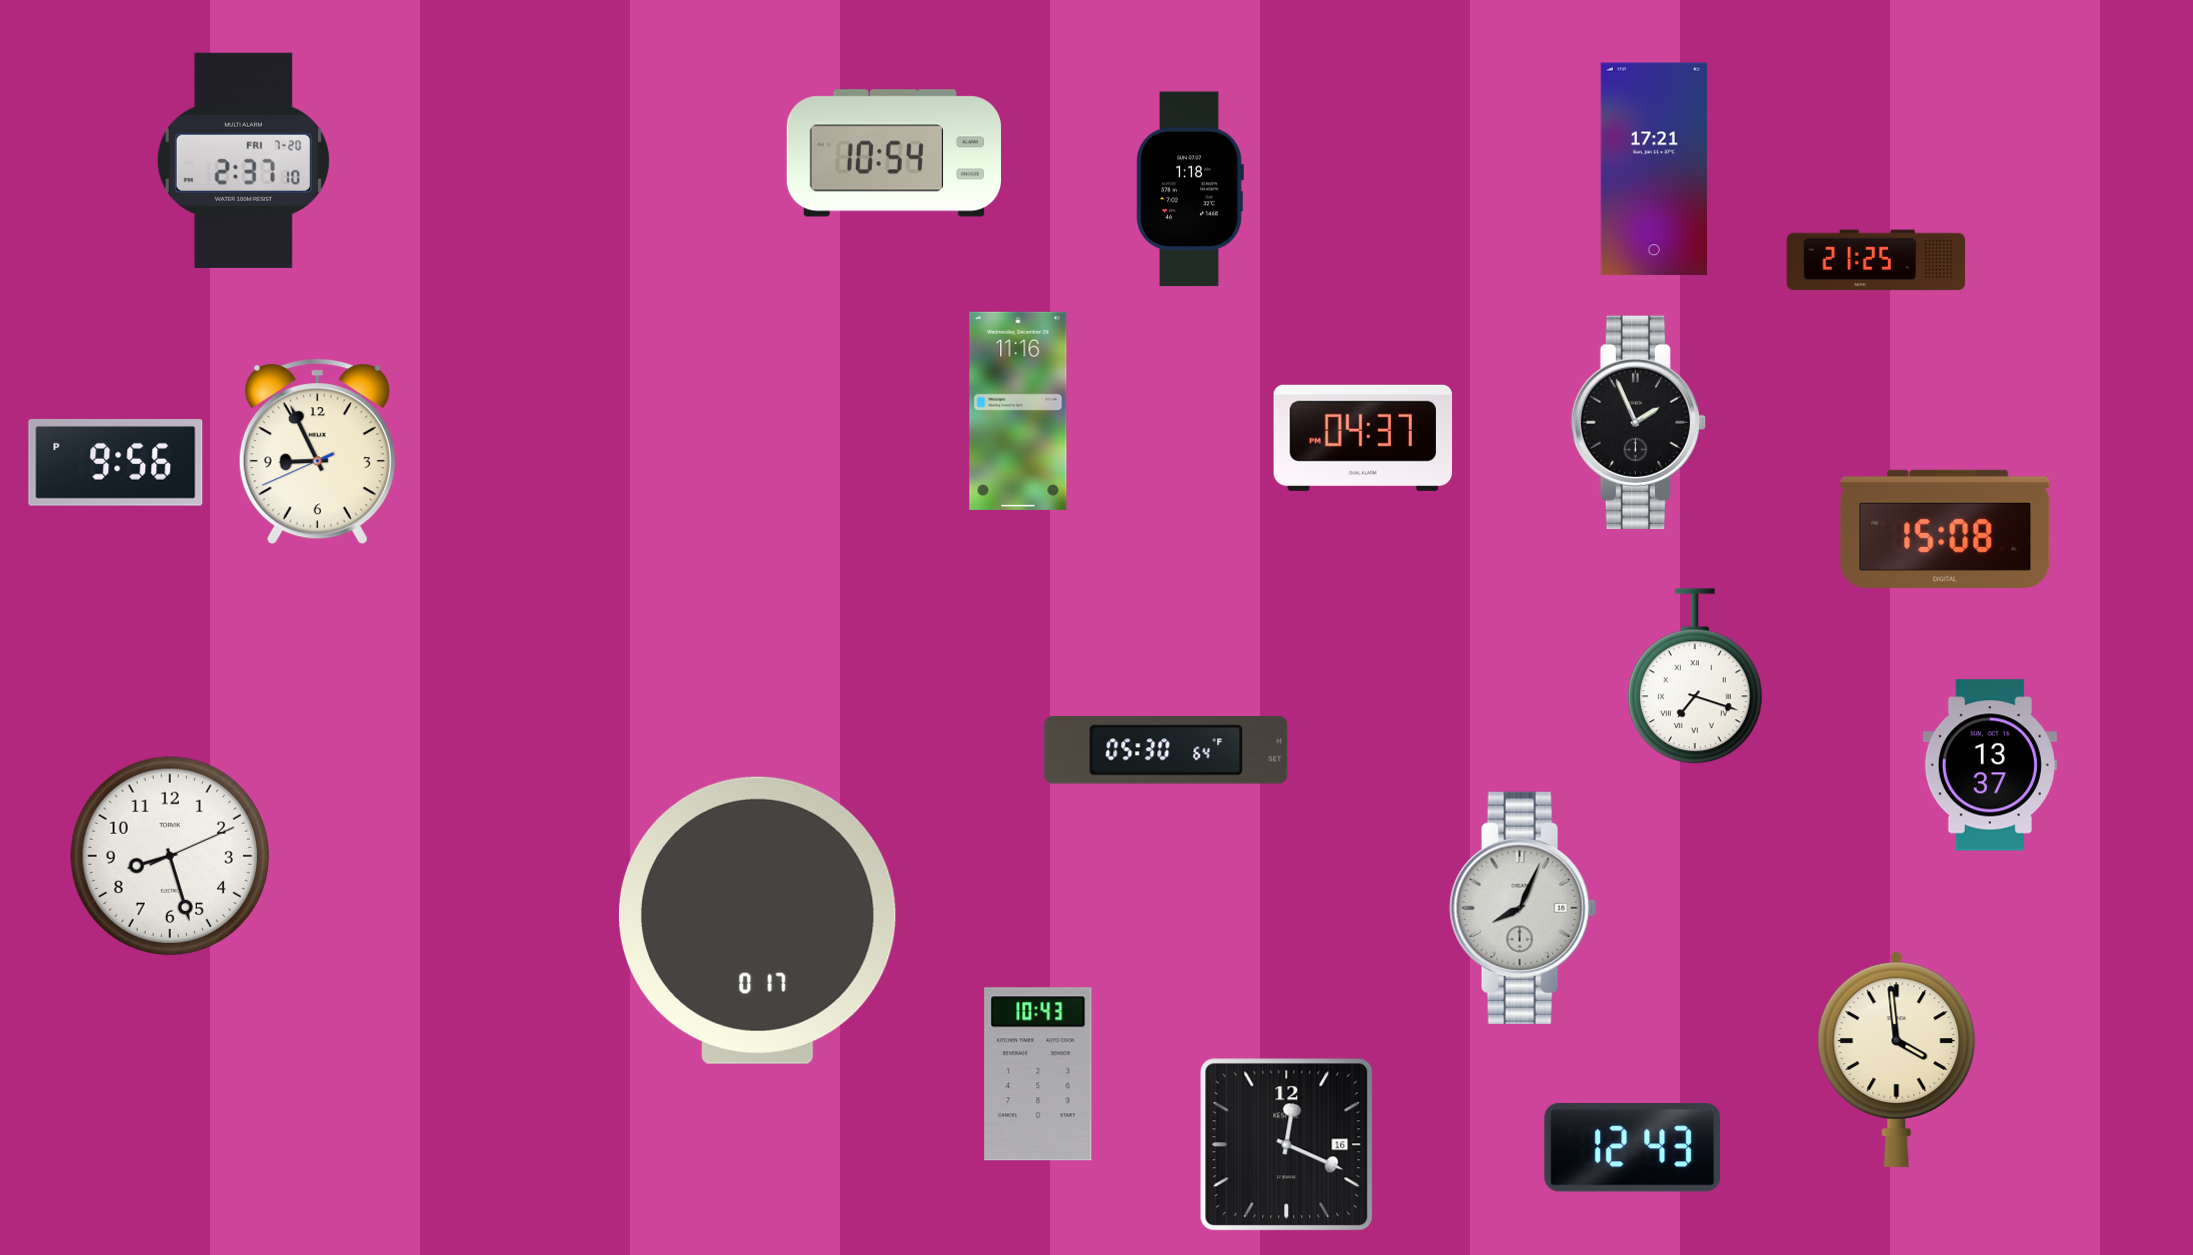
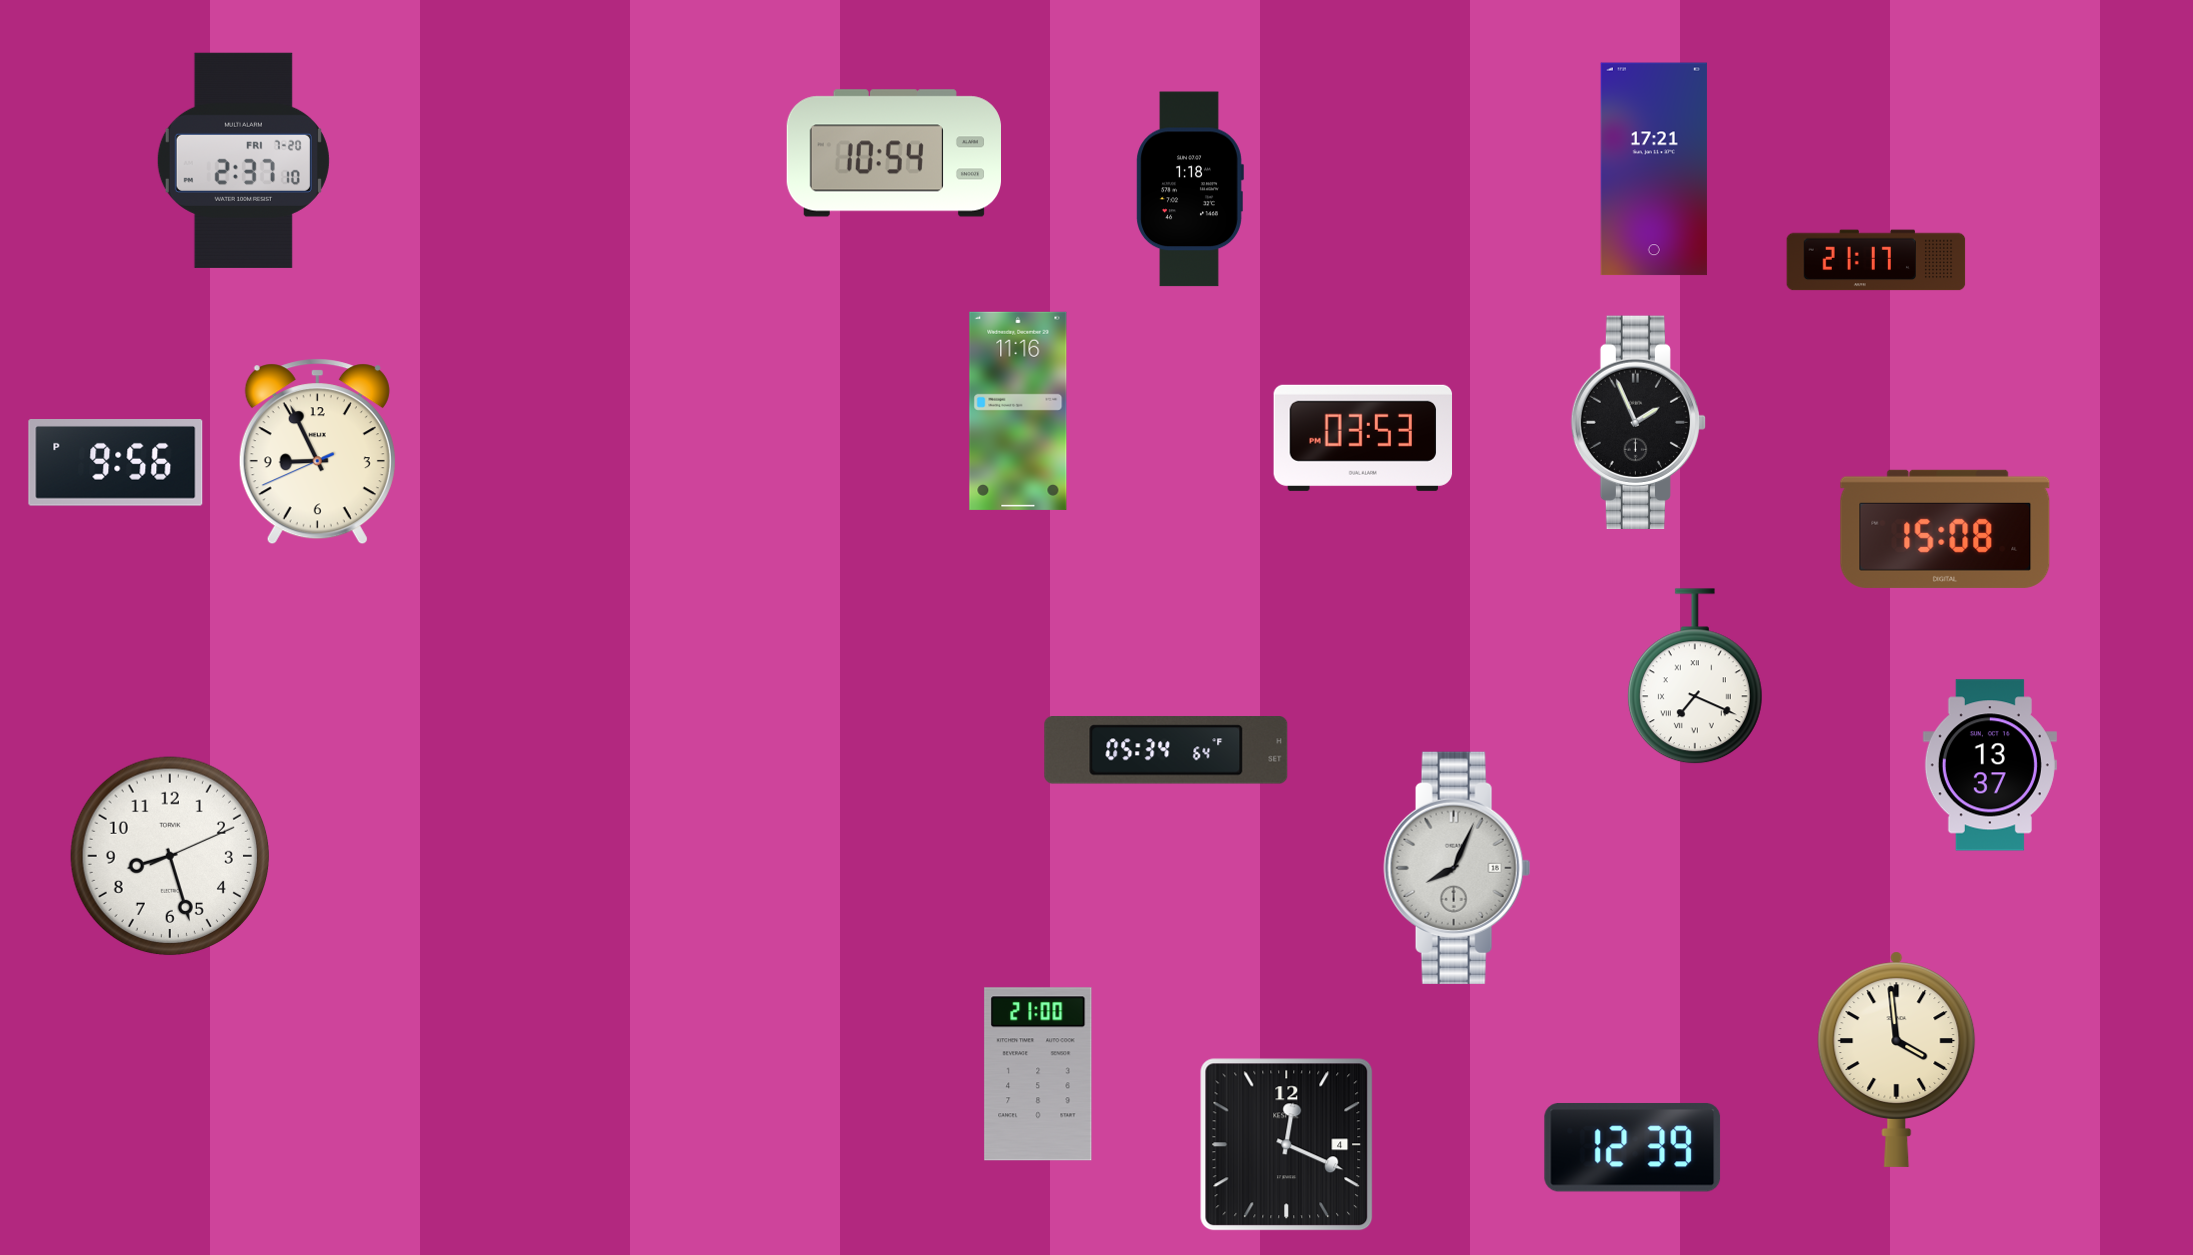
clock at (1876, 260): 21:25 -> 21:17
clock at (1363, 438): 04:37 -> 03:53
clock at (1695, 677): 7:18 -> 7:19
clock at (1166, 750): 05:30 -> 05:34
clock at (1523, 908) position: (1523, 908) -> (1457, 868)
clock at (757, 920): 0:17 -> none
clock at (1038, 1074): 10:43 -> 21:00
clock at (1287, 1145) date: 16 -> 4
clock at (1633, 1147): 12:43 -> 12:39
